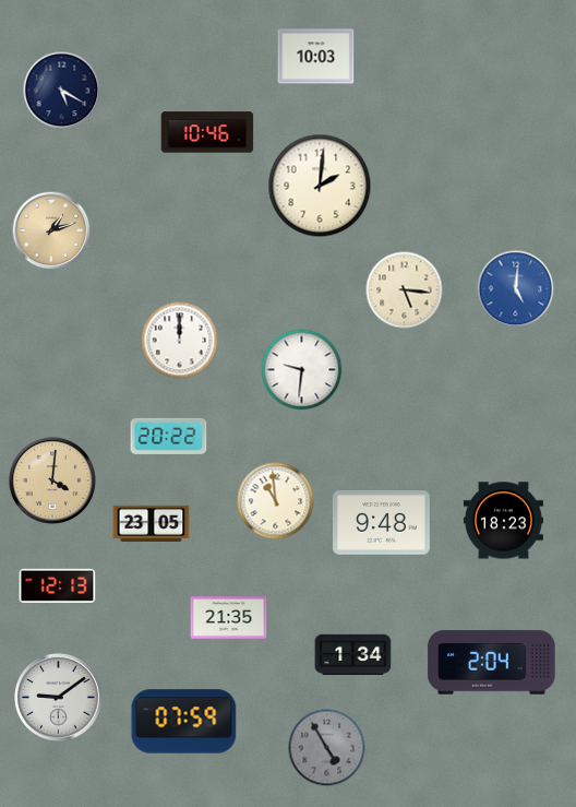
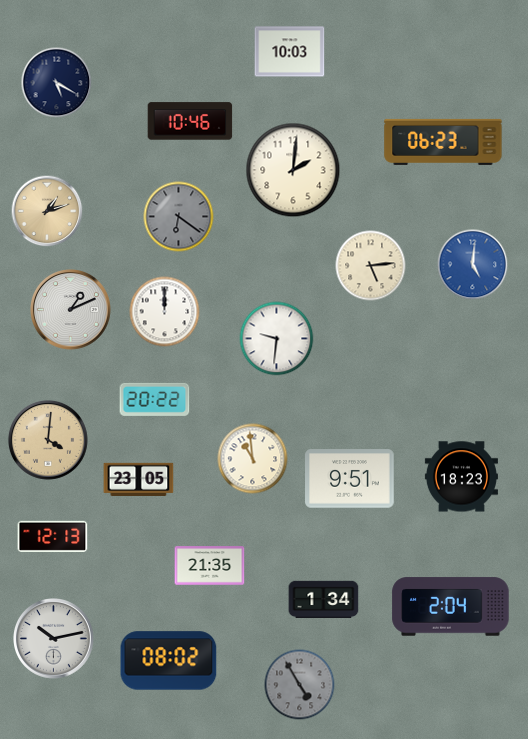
clock at (443, 142): none -> 06:23
clock at (179, 217): none -> 6:21
clock at (405, 290): 5:16 -> 5:14
clock at (71, 310): none -> 1:11
clock at (382, 523): 9:48 -> 9:51
clock at (59, 698): 9:09 -> 10:13
clock at (184, 722): 07:59 -> 08:02
